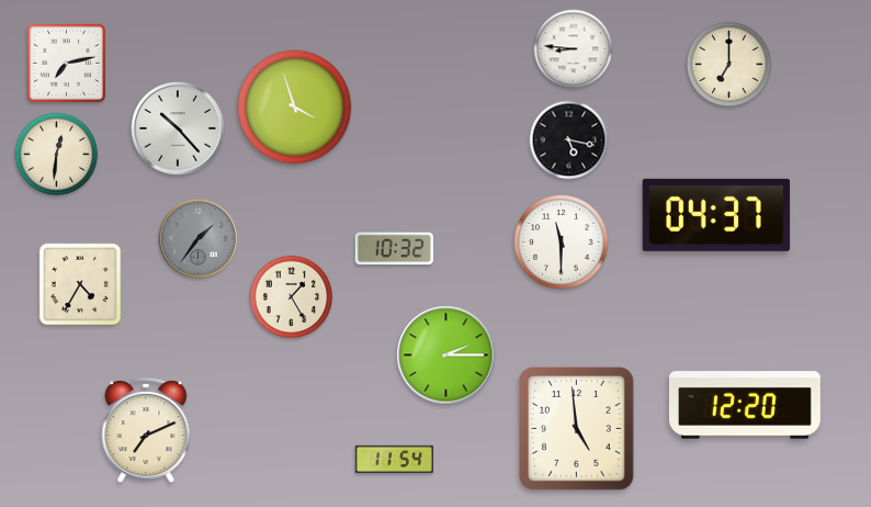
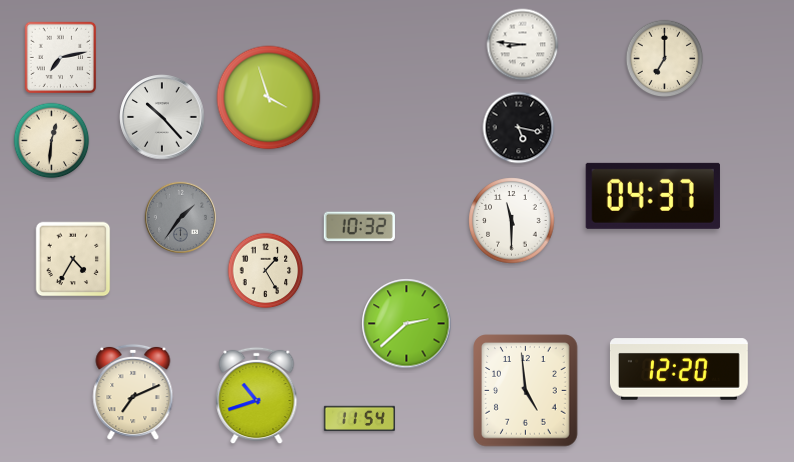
clock at (446, 356): 2:15 -> 2:38
clock at (257, 396): none -> 10:42
